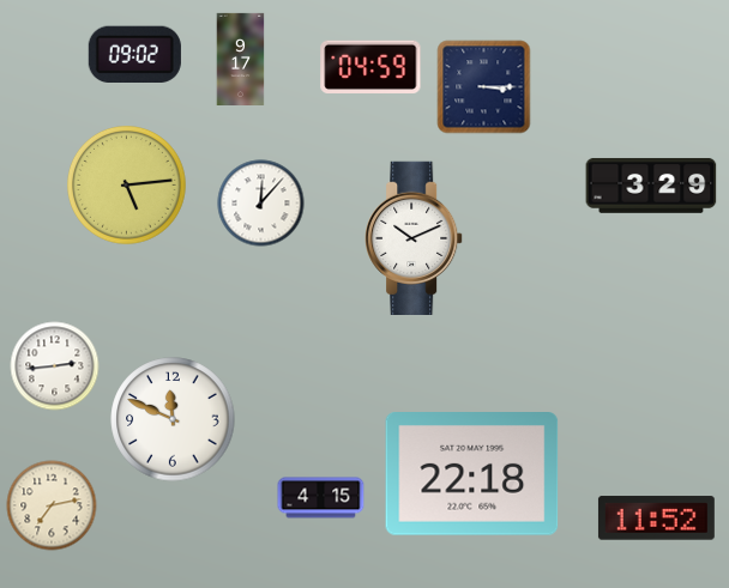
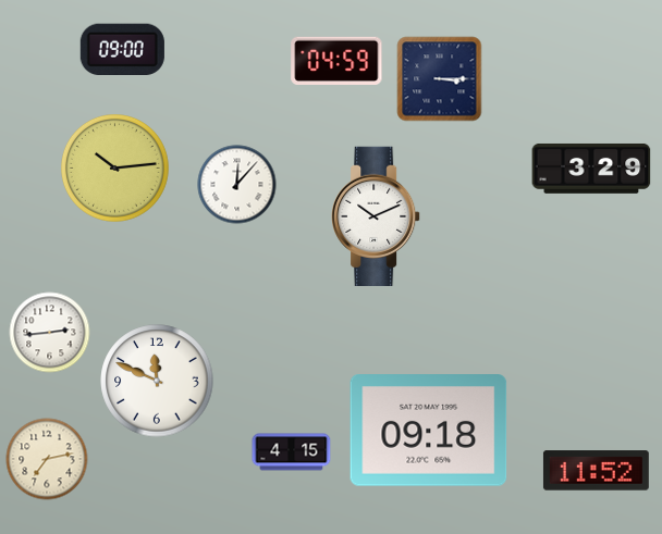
clock at (134, 54): 09:02 -> 09:00
clock at (241, 59): 9:17 -> none
clock at (127, 186): 5:14 -> 10:14
clock at (472, 474): 22:18 -> 09:18
